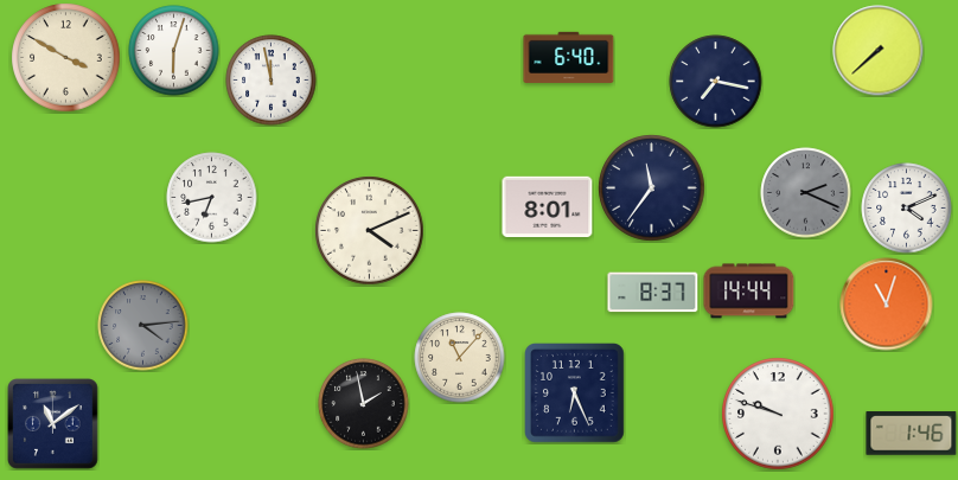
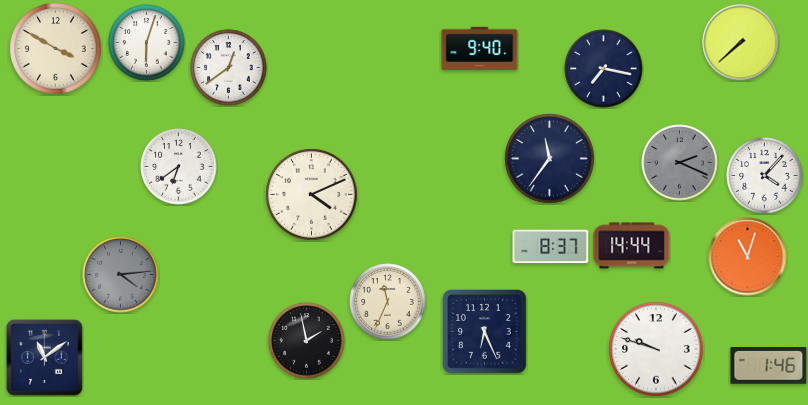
clock at (569, 57): 6:40 -> 9:40
clock at (272, 81): 11:58 -> 12:39
clock at (212, 198): 6:43 -> 6:39
clock at (548, 207): 8:01 -> none
clock at (907, 209): 4:11 -> 4:07
clock at (460, 358): 11:07 -> 11:34
